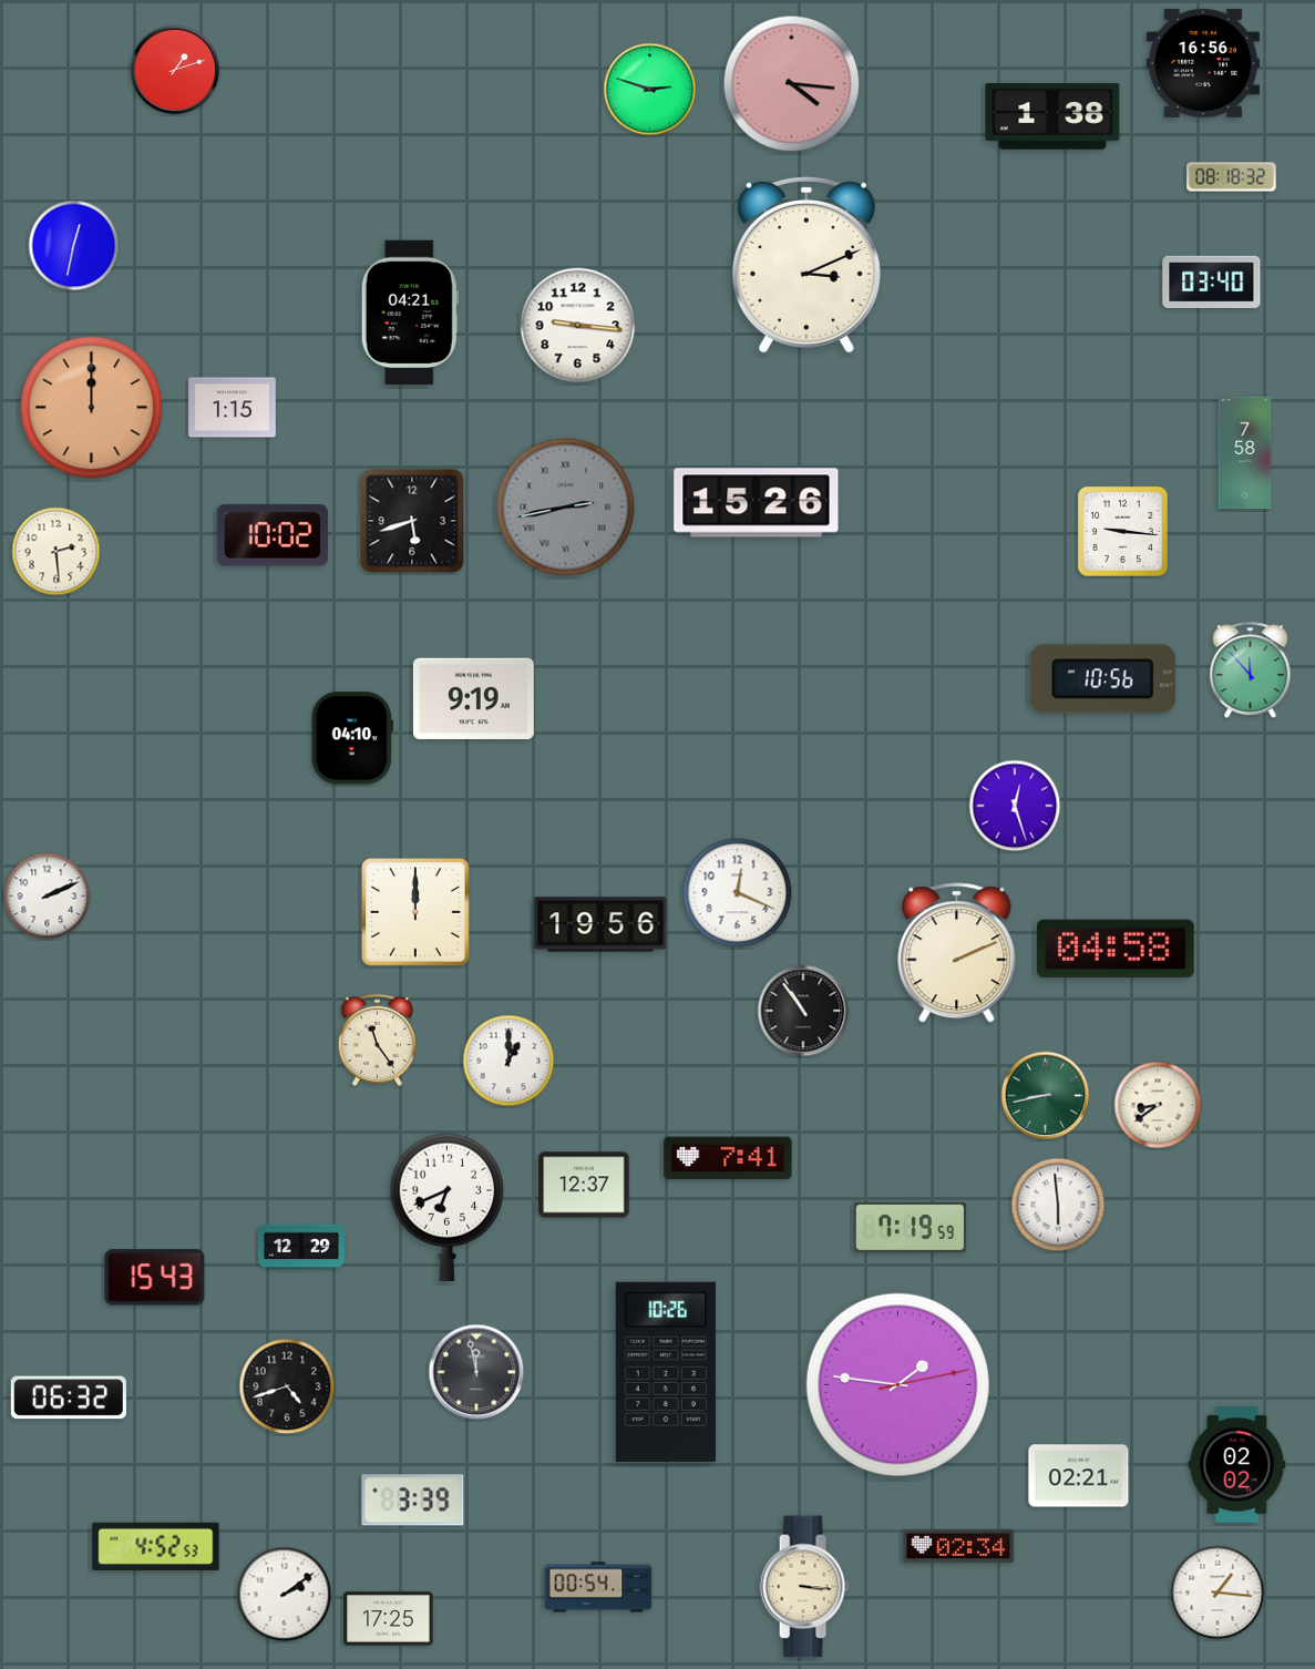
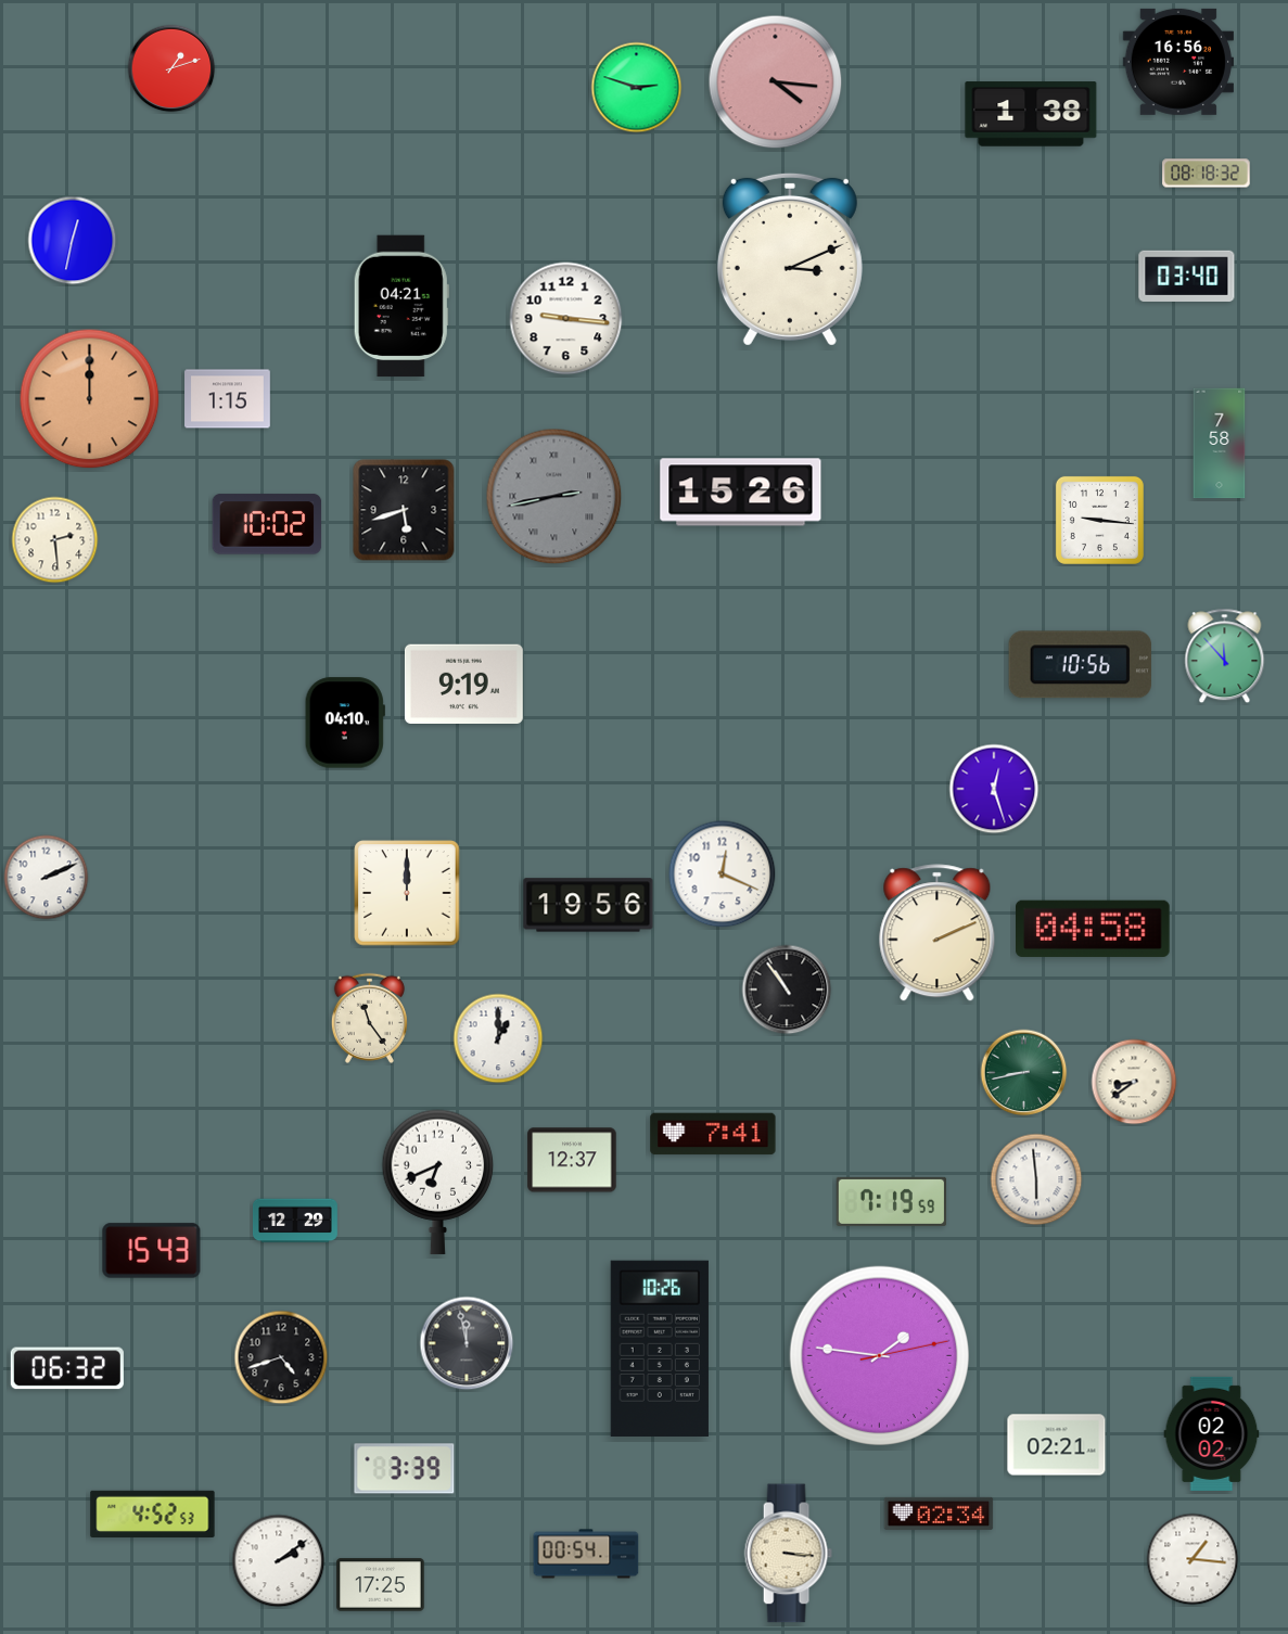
clock at (666, 1372) position: (666, 1372) -> (660, 1349)
